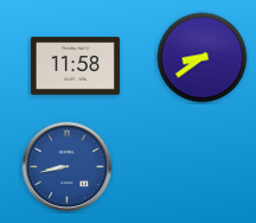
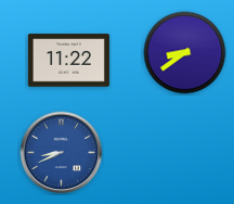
clock at (75, 66): 11:58 -> 11:22
clock at (68, 167): 8:43 -> 8:41
